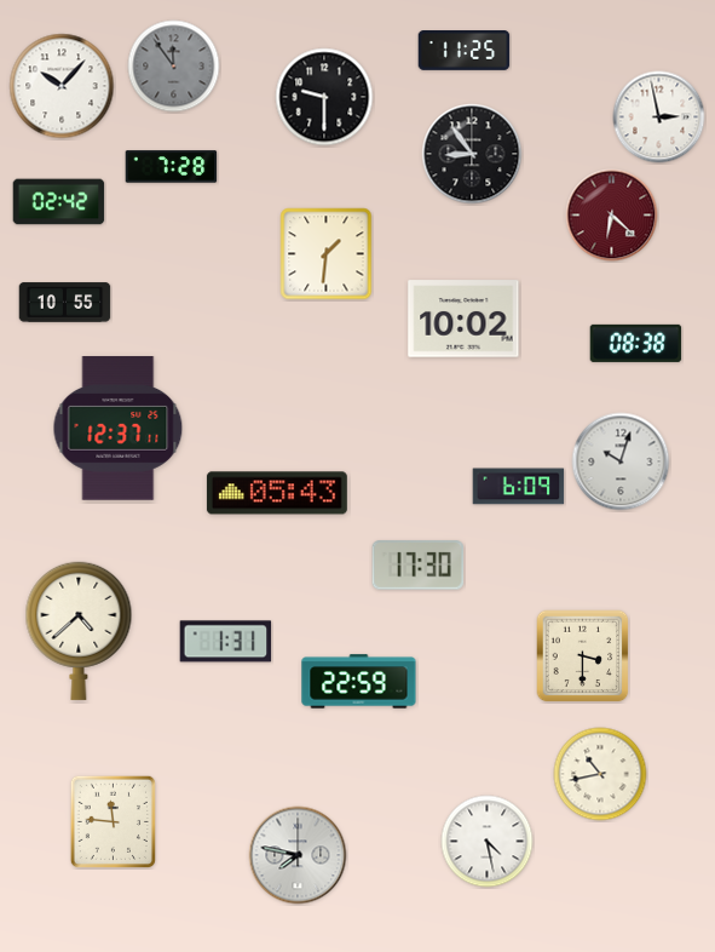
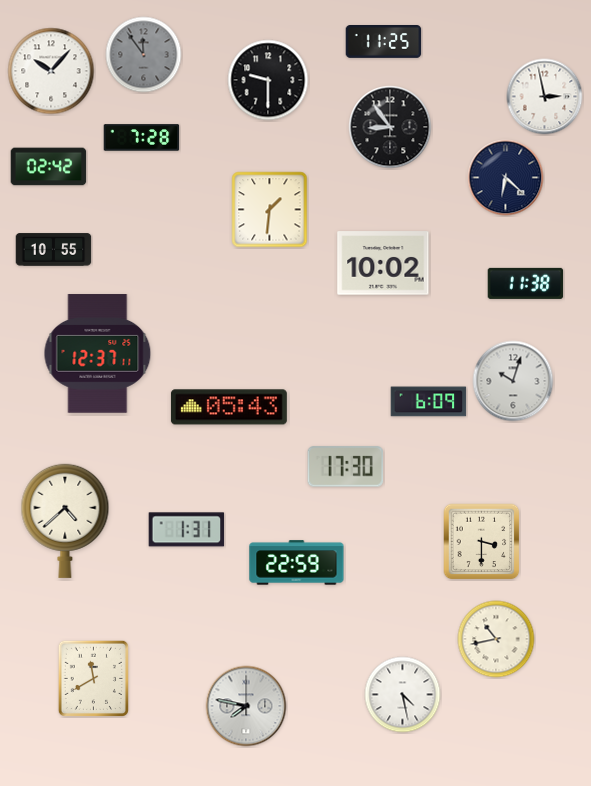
clock at (612, 216) dial: burgundy -> navy
clock at (636, 343): 08:38 -> 11:38
clock at (113, 821): 11:46 -> 11:40
